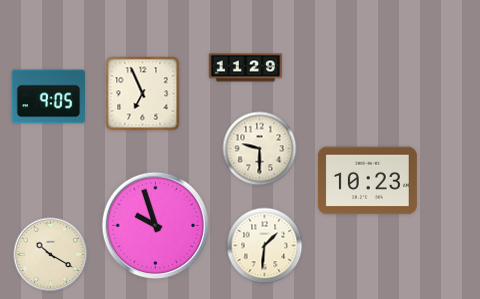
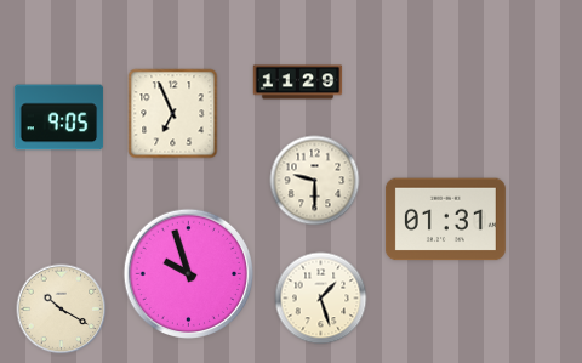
clock at (367, 181): 10:23 -> 01:31
clock at (265, 246): 1:31 -> 1:27
